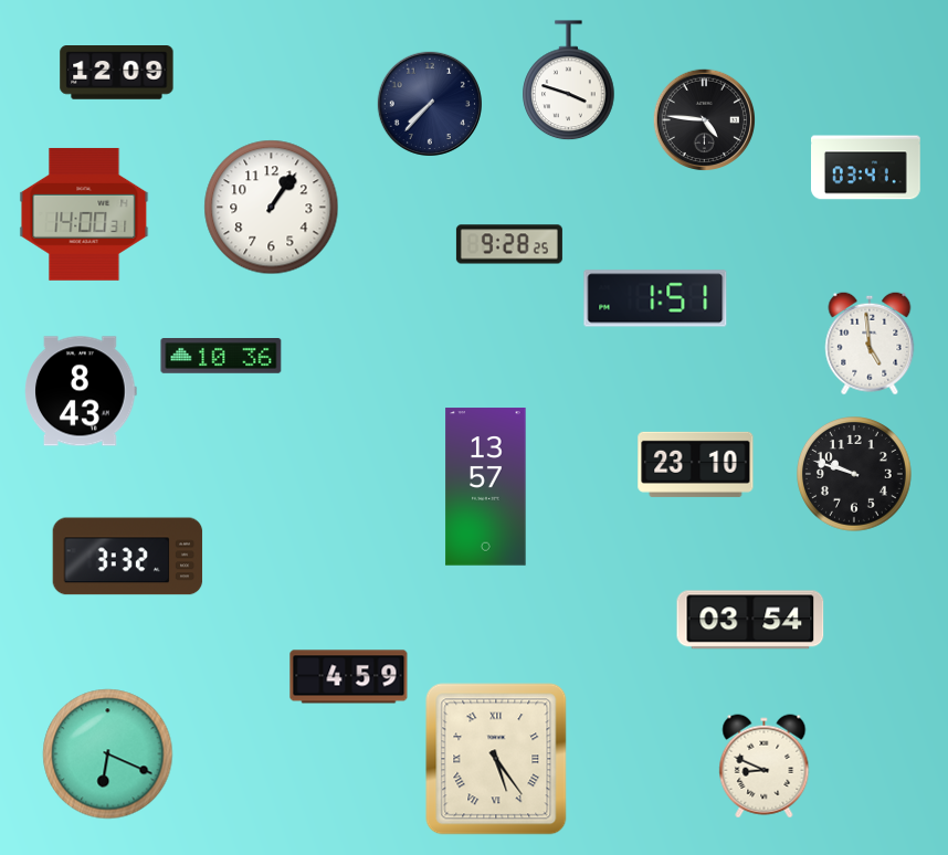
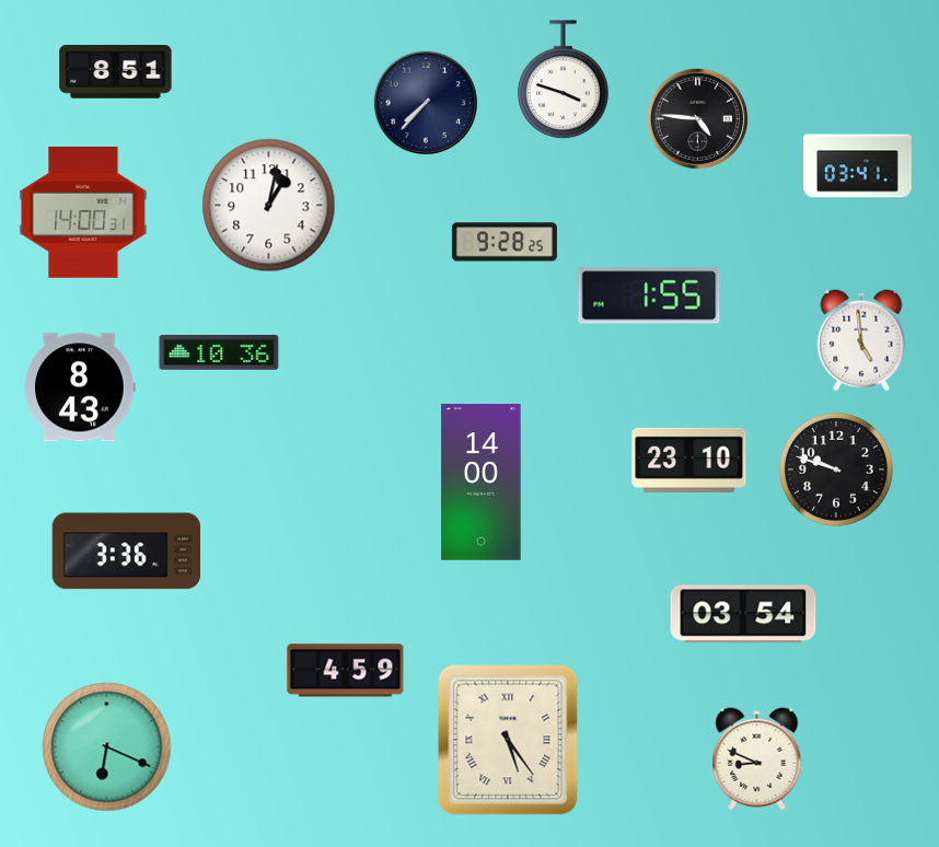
clock at (117, 73): 12:09 -> 8:51
clock at (272, 208): 1:06 -> 1:02
clock at (655, 298): 1:51 -> 1:55
clock at (855, 475) position: (855, 475) -> (837, 471)
clock at (486, 487): 13:57 -> 14:00
clock at (128, 557): 3:32 -> 3:36
clock at (496, 759) position: (496, 759) -> (508, 740)
